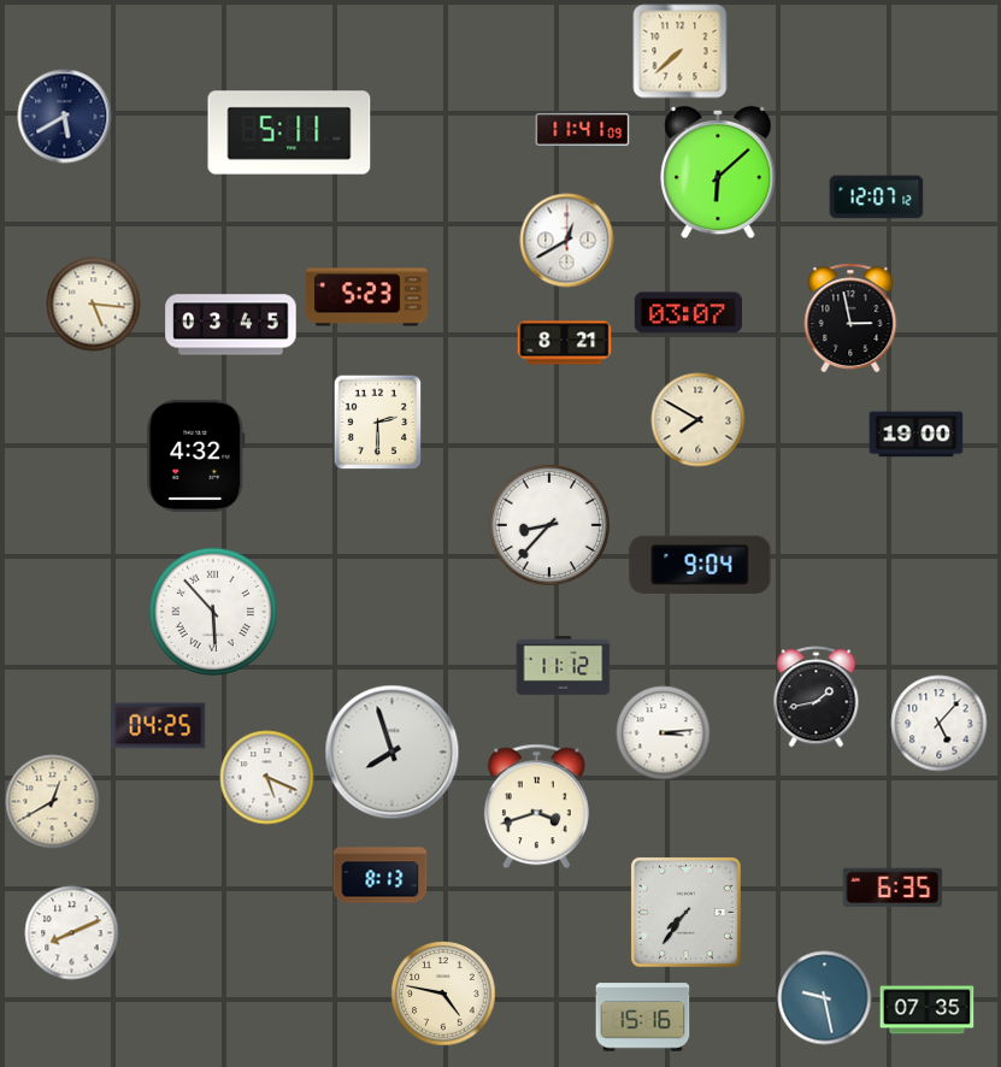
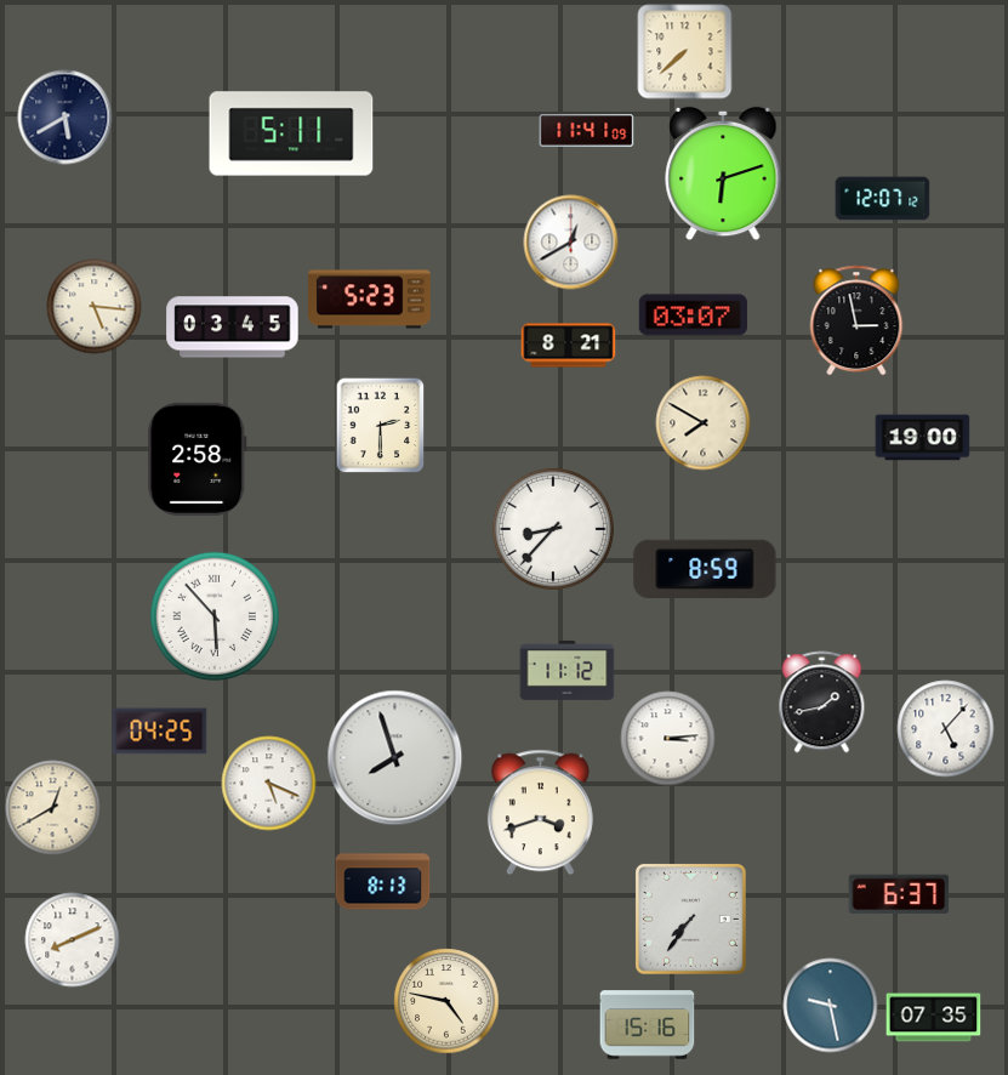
clock at (718, 172): 6:08 -> 6:12
clock at (196, 455): 4:32 -> 2:58
clock at (700, 565): 9:04 -> 8:59
clock at (893, 888): 6:35 -> 6:37
